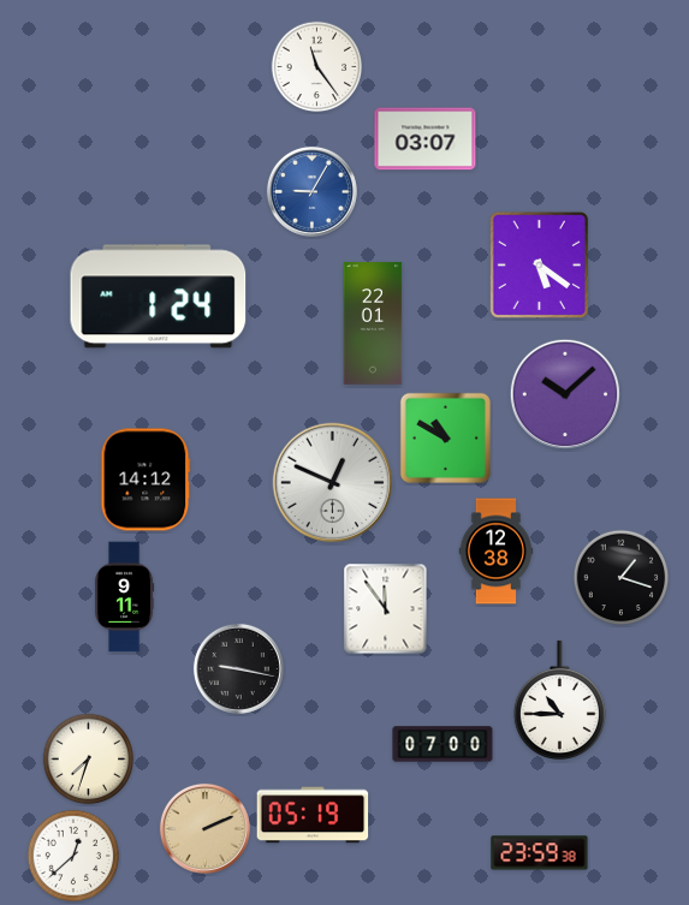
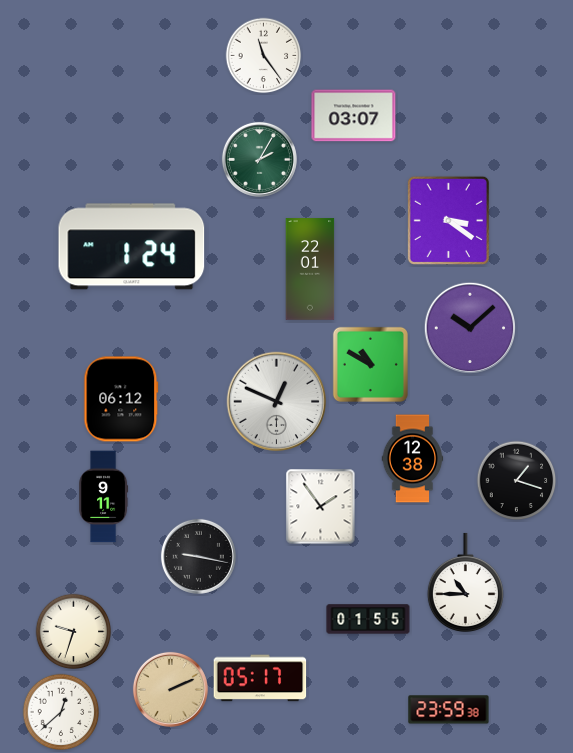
clock at (311, 191): 9:05 -> 2:05
clock at (311, 191) dial: blue -> green
clock at (539, 264): 5:21 -> 3:21
clock at (145, 480): 14:12 -> 06:12
clock at (386, 609): 11:54 -> 1:54
clock at (442, 744): 07:00 -> 01:55
clock at (89, 760): 7:33 -> 9:33
clock at (313, 815): 05:19 -> 05:17
